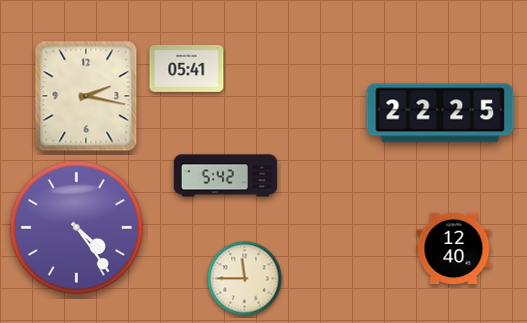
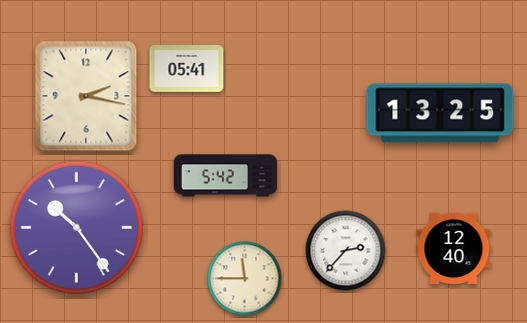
clock at (440, 113): 22:25 -> 13:25
clock at (76, 227): 4:24 -> 10:24
clock at (346, 251): none -> 2:37
